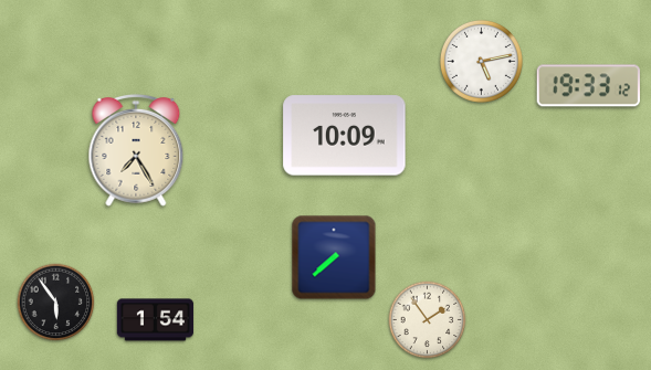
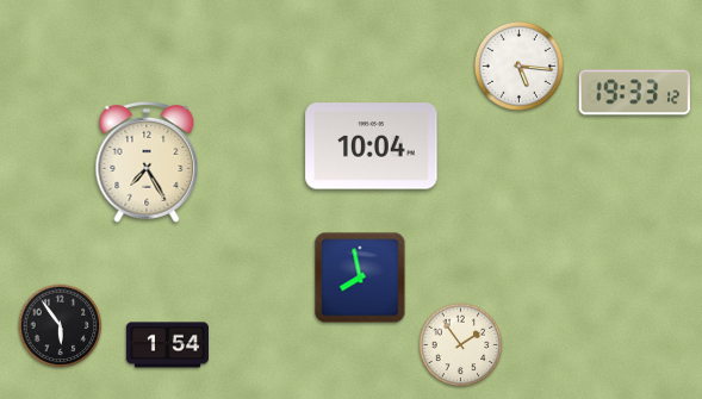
clock at (481, 61): 5:13 -> 5:16
clock at (345, 136): 10:09 -> 10:04
clock at (334, 257): 7:38 -> 7:58
